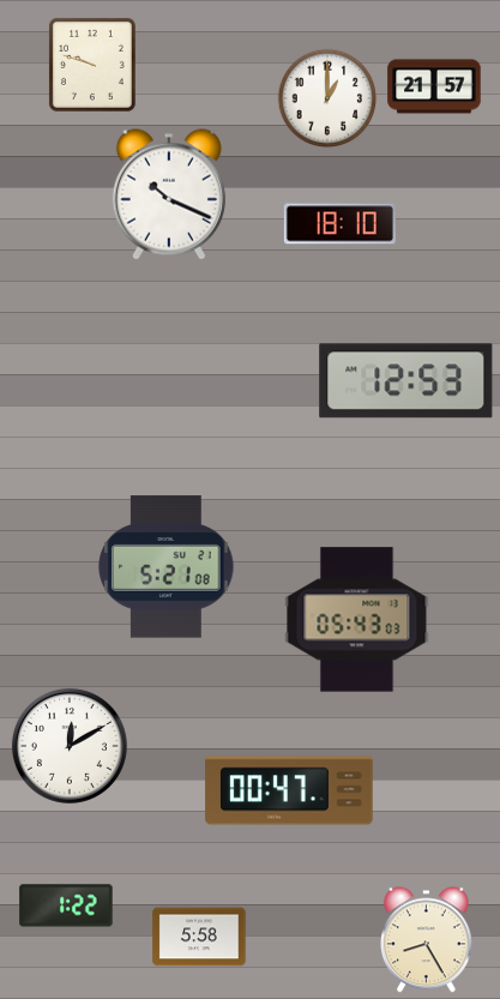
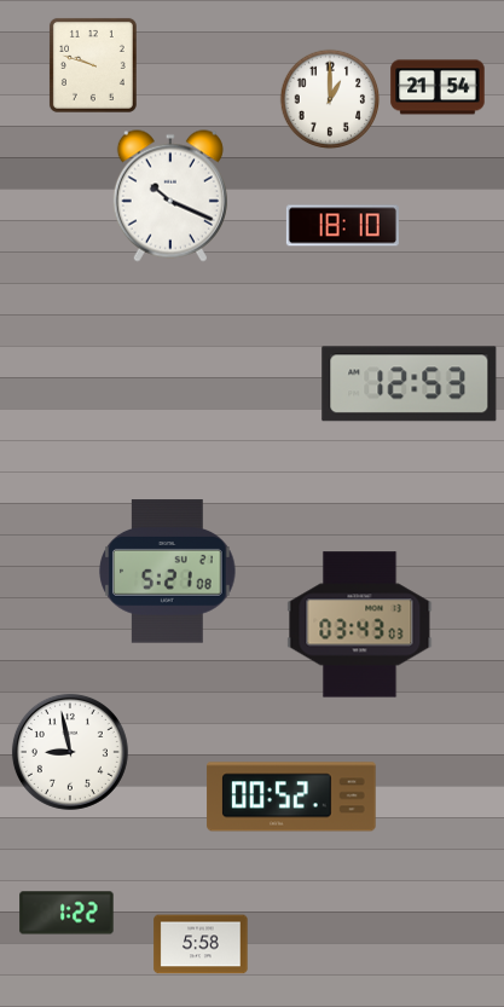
clock at (434, 86): 21:57 -> 21:54
clock at (357, 620): 05:43 -> 03:43
clock at (70, 746): 12:10 -> 8:58
clock at (289, 790): 00:47 -> 00:52
clock at (427, 940): 8:25 -> none
